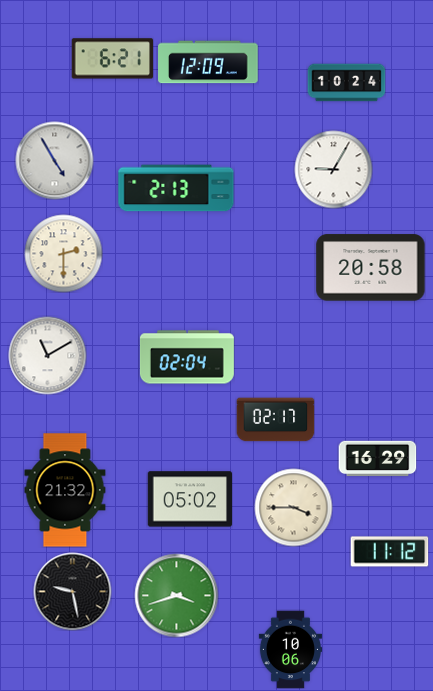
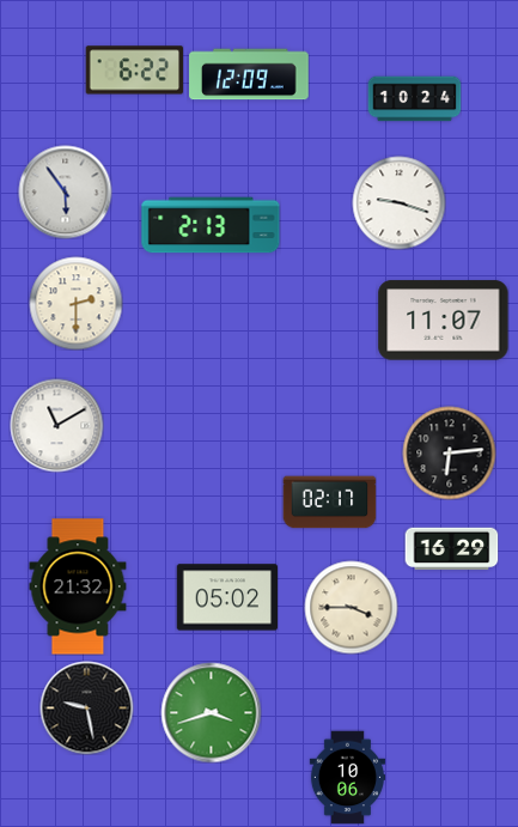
clock at (112, 59): 6:21 -> 6:22
clock at (54, 160): 4:55 -> 5:54
clock at (333, 169): 9:05 -> 9:18
clock at (371, 268): 20:58 -> 11:07
clock at (187, 357): 02:04 -> none
clock at (449, 452): none -> 6:14
clock at (389, 552): 11:12 -> none
